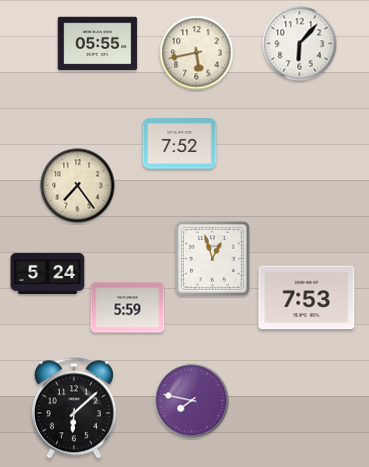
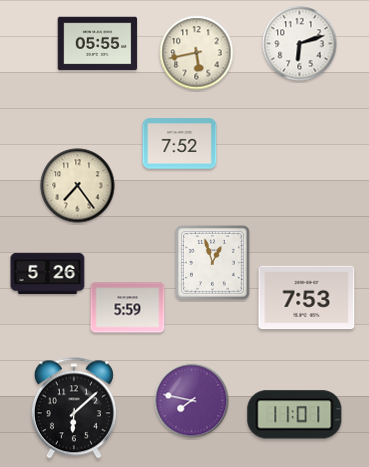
clock at (300, 44): 6:07 -> 6:12
clock at (212, 258) position: (212, 258) -> (212, 262)
clock at (48, 273): 5:24 -> 5:26
clock at (295, 415): none -> 11:01
